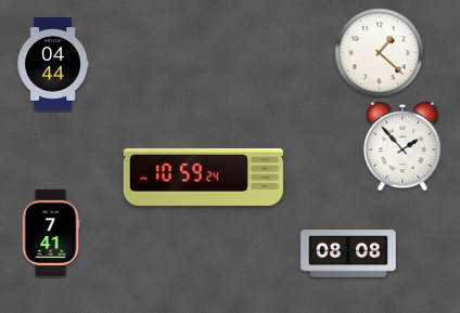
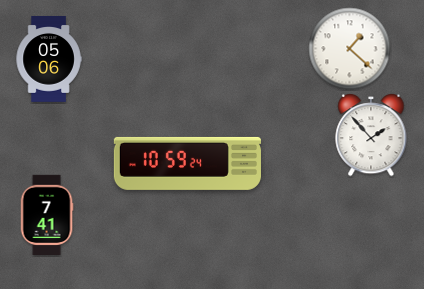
clock at (53, 65): 04:44 -> 05:06
clock at (348, 253): 08:08 -> none
